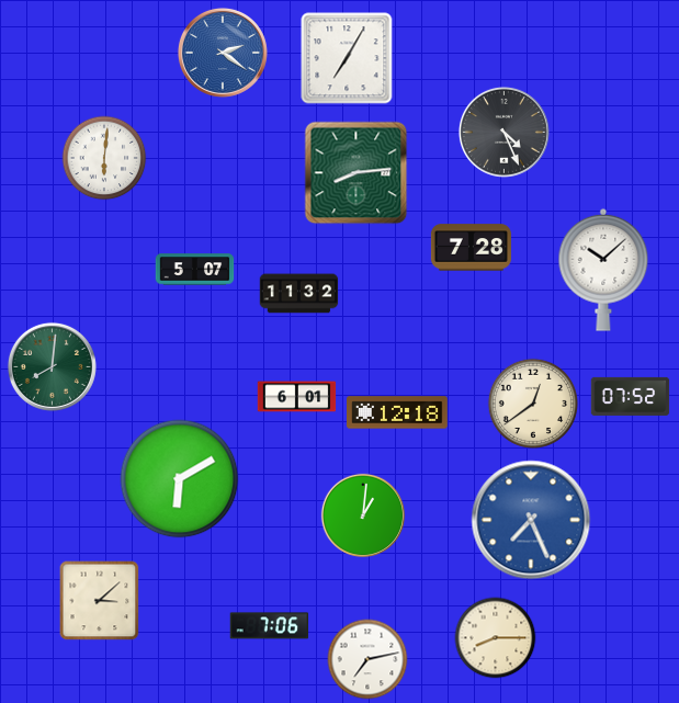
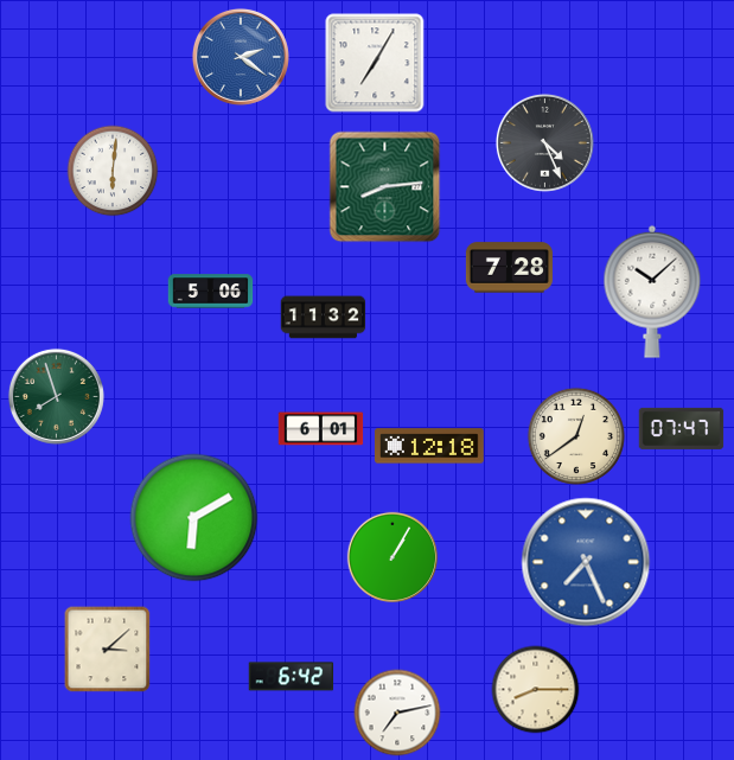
clock at (195, 270): 5:07 -> 5:06
clock at (52, 366): 8:01 -> 7:57
clock at (631, 396): 07:52 -> 07:47
clock at (362, 514): 1:01 -> 1:05
clock at (531, 520) position: (531, 520) -> (586, 562)
clock at (270, 626): 7:06 -> 6:42
